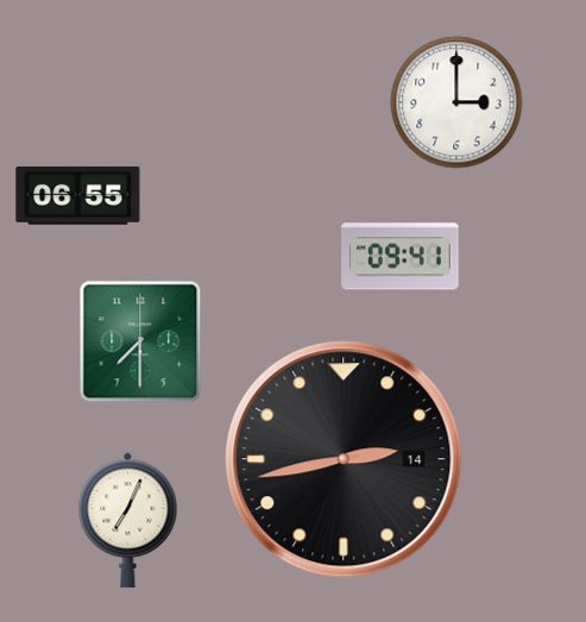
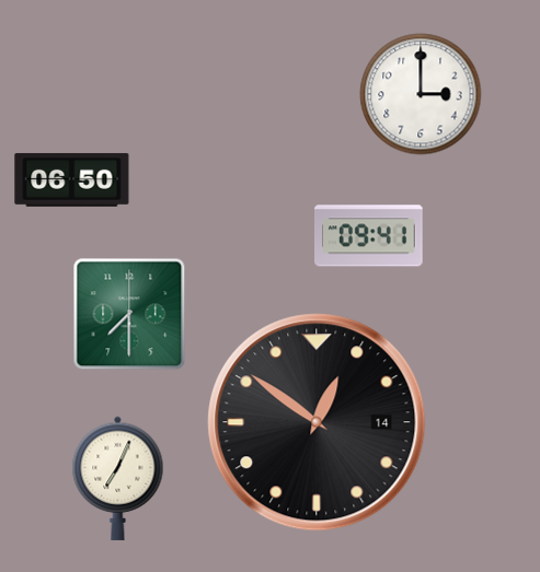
clock at (78, 195): 06:55 -> 06:50
clock at (344, 459): 2:43 -> 12:51
